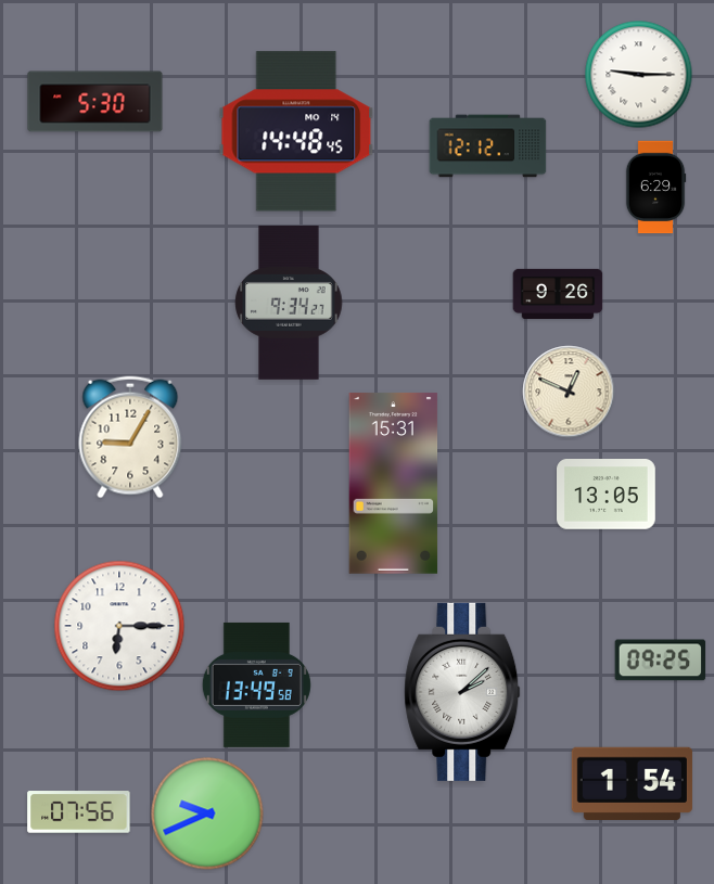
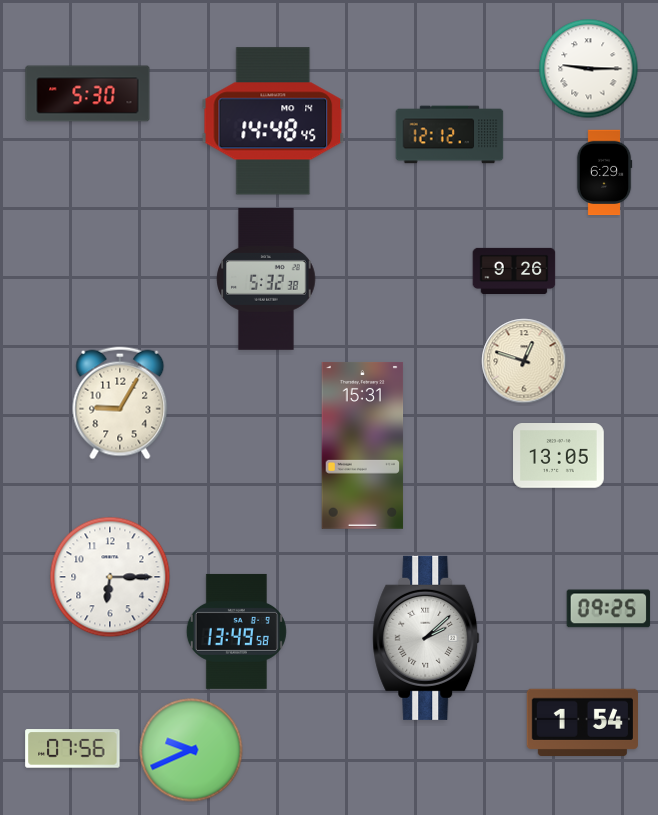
clock at (289, 303): 9:34 -> 5:32
clock at (569, 392): 12:49 -> 12:48
